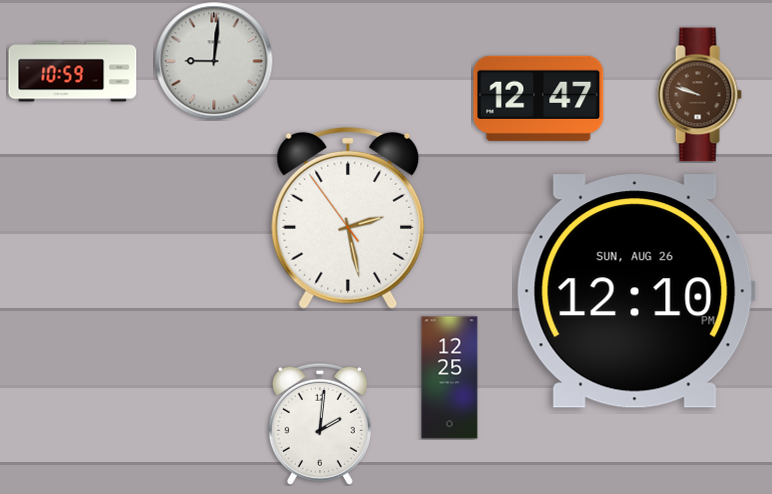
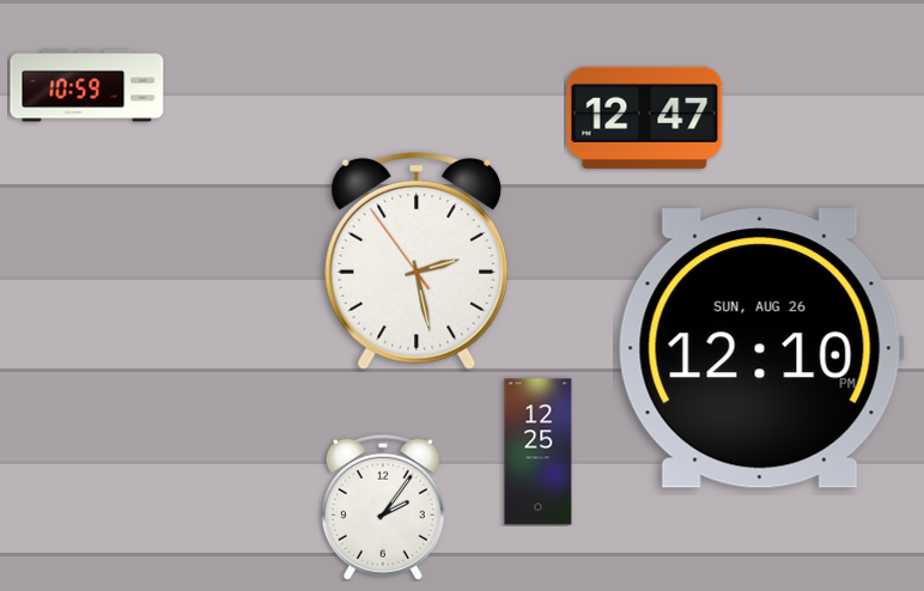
clock at (214, 61): 9:01 -> none
clock at (699, 95): 9:48 -> none
clock at (320, 424): 2:01 -> 2:06
